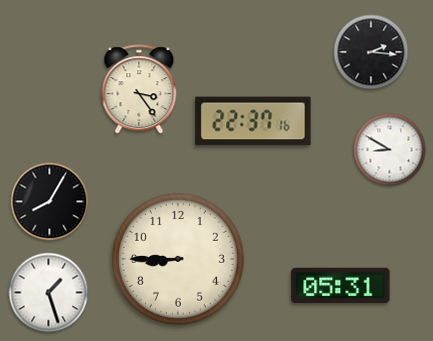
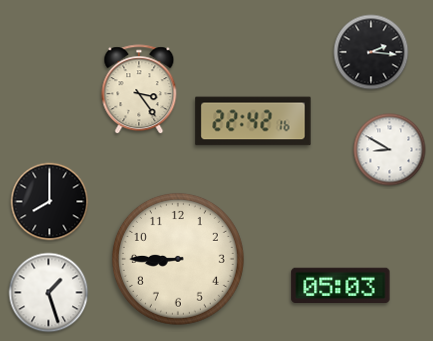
clock at (253, 121): 22:37 -> 22:42
clock at (50, 202): 8:05 -> 8:00
clock at (341, 285): 05:31 -> 05:03
